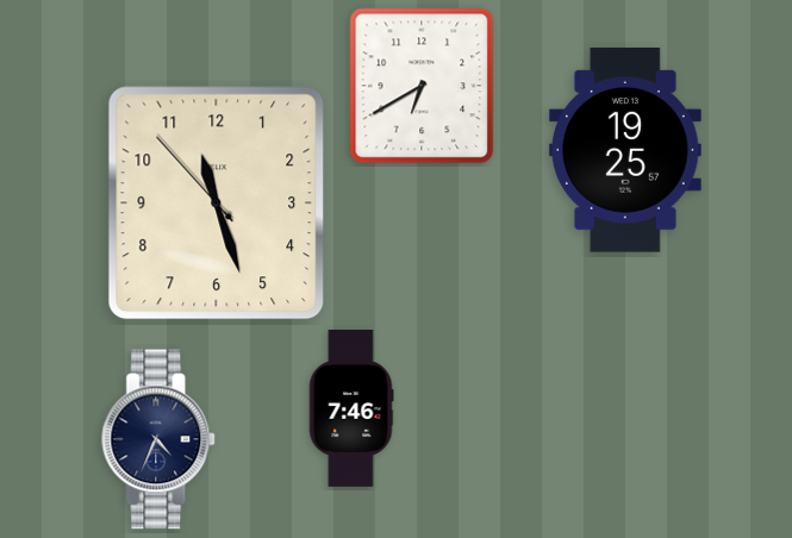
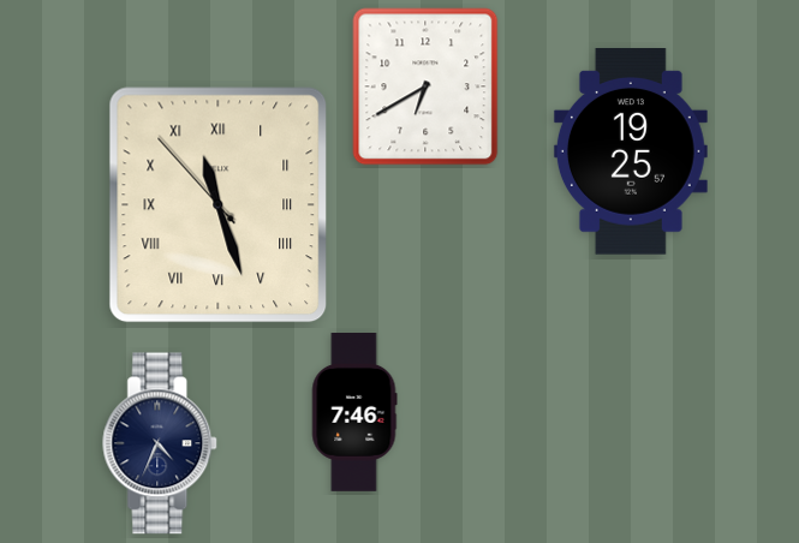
clock at (217, 204) numerals: Arabic -> Roman
